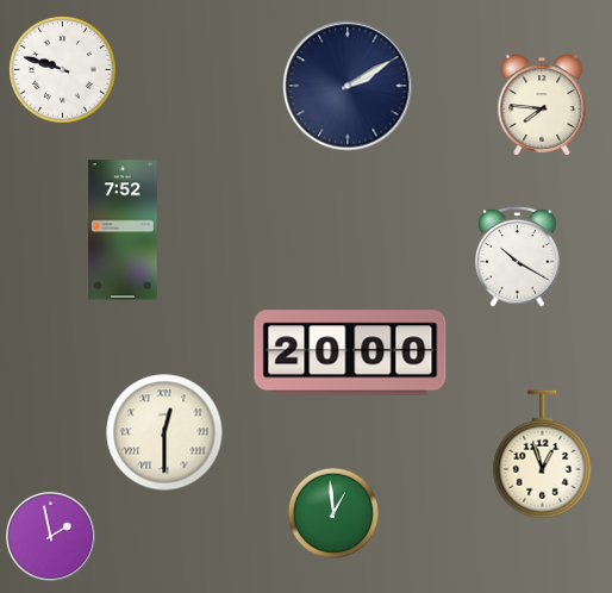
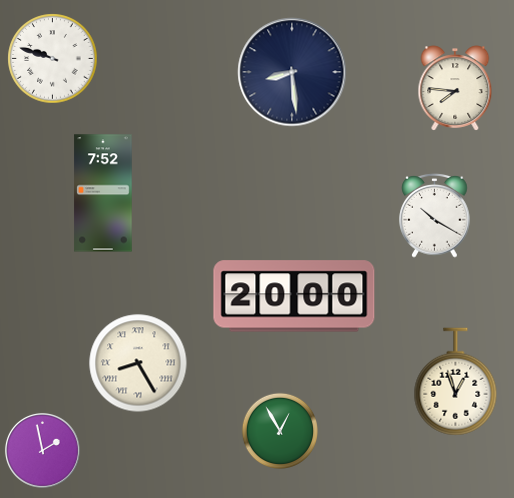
clock at (348, 86): 2:10 -> 8:29
clock at (164, 432): 12:30 -> 8:25
clock at (333, 513): 12:59 -> 12:55
